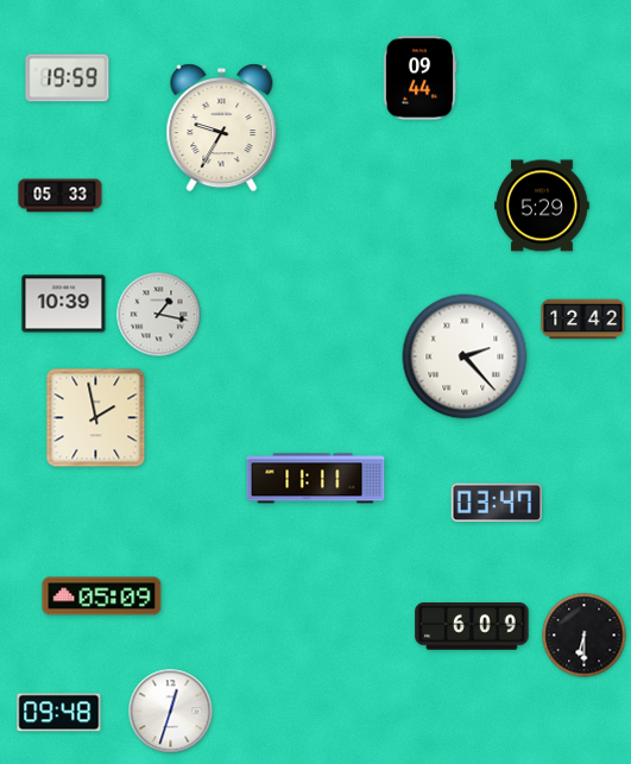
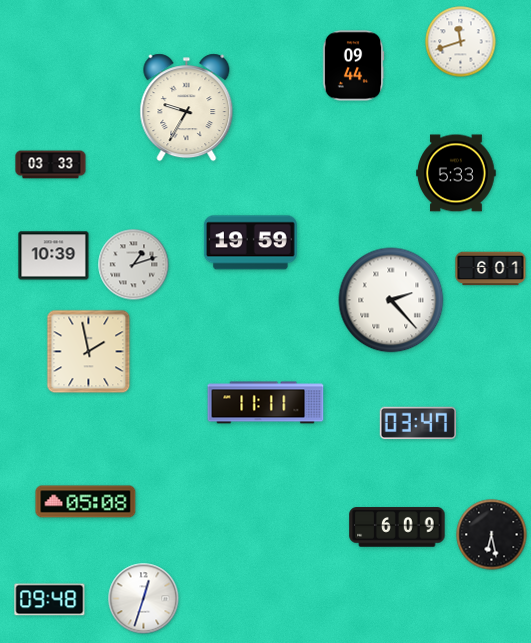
clock at (461, 42): none -> 11:42
clock at (68, 78): 19:59 -> none
clock at (61, 196): 05:33 -> 03:33
clock at (542, 206): 5:29 -> 5:33
clock at (250, 243): none -> 19:59
clock at (159, 315): 1:17 -> 1:12
clock at (583, 320): 12:42 -> 6:01
clock at (96, 418) position: (96, 418) -> (89, 352)
clock at (102, 596): 05:09 -> 05:08
clock at (585, 636): 6:30 -> 6:28
